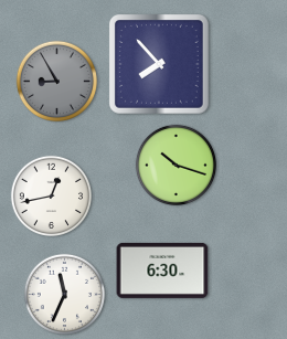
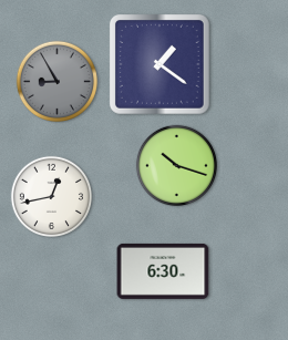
clock at (159, 64): 7:53 -> 1:21
clock at (64, 294): 11:34 -> none
